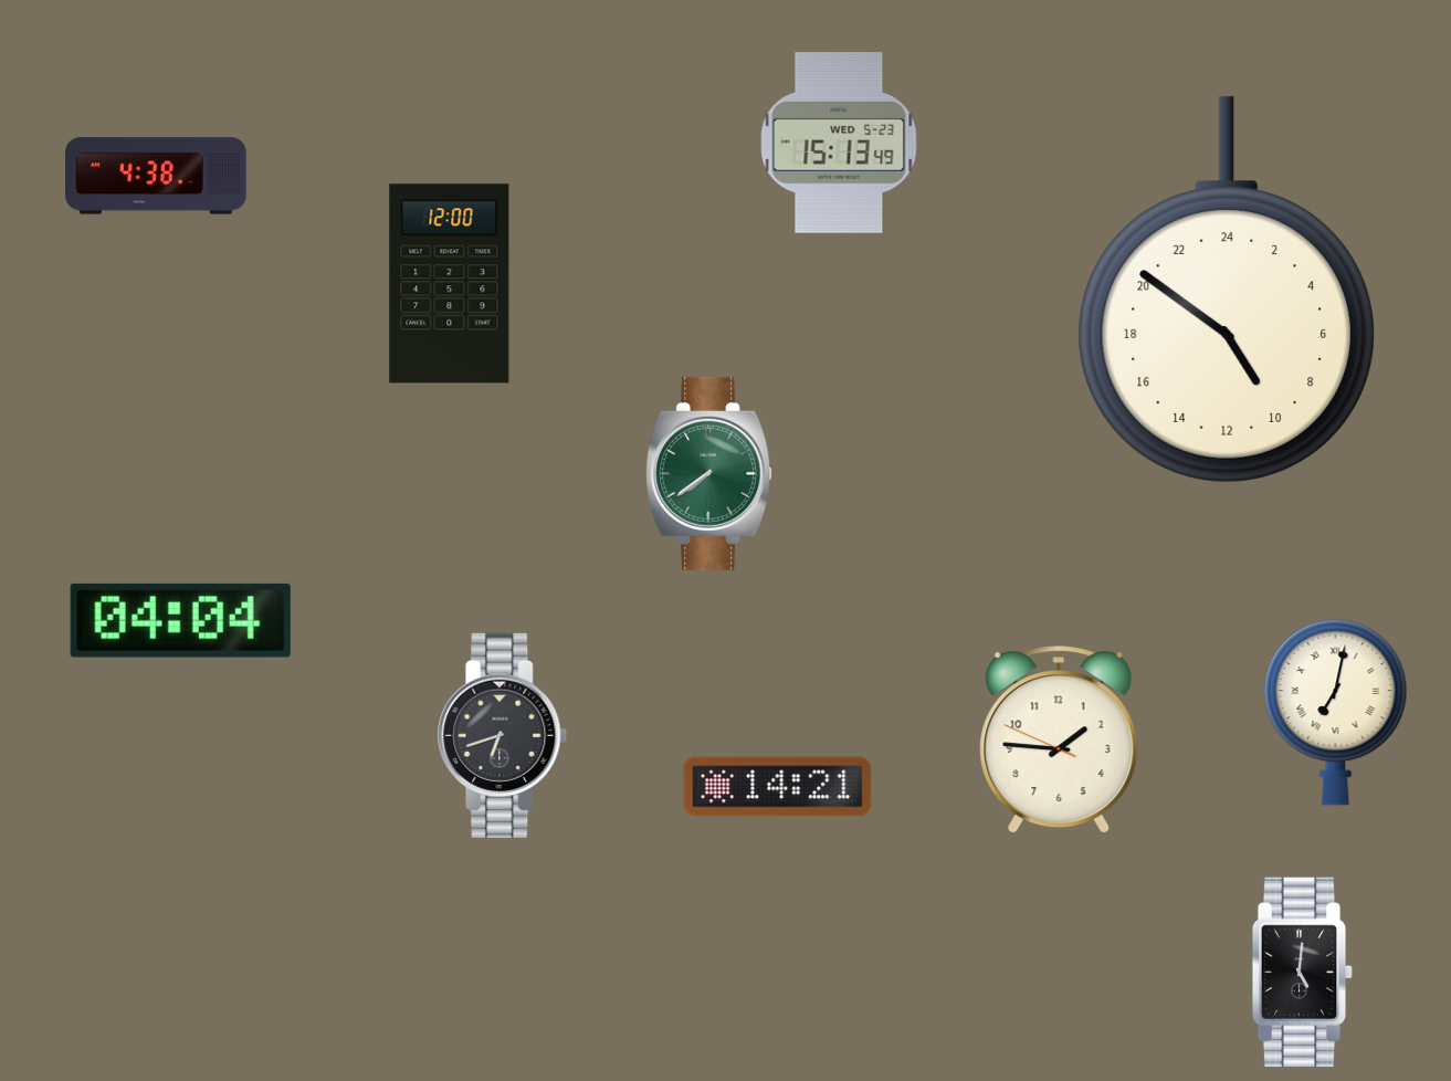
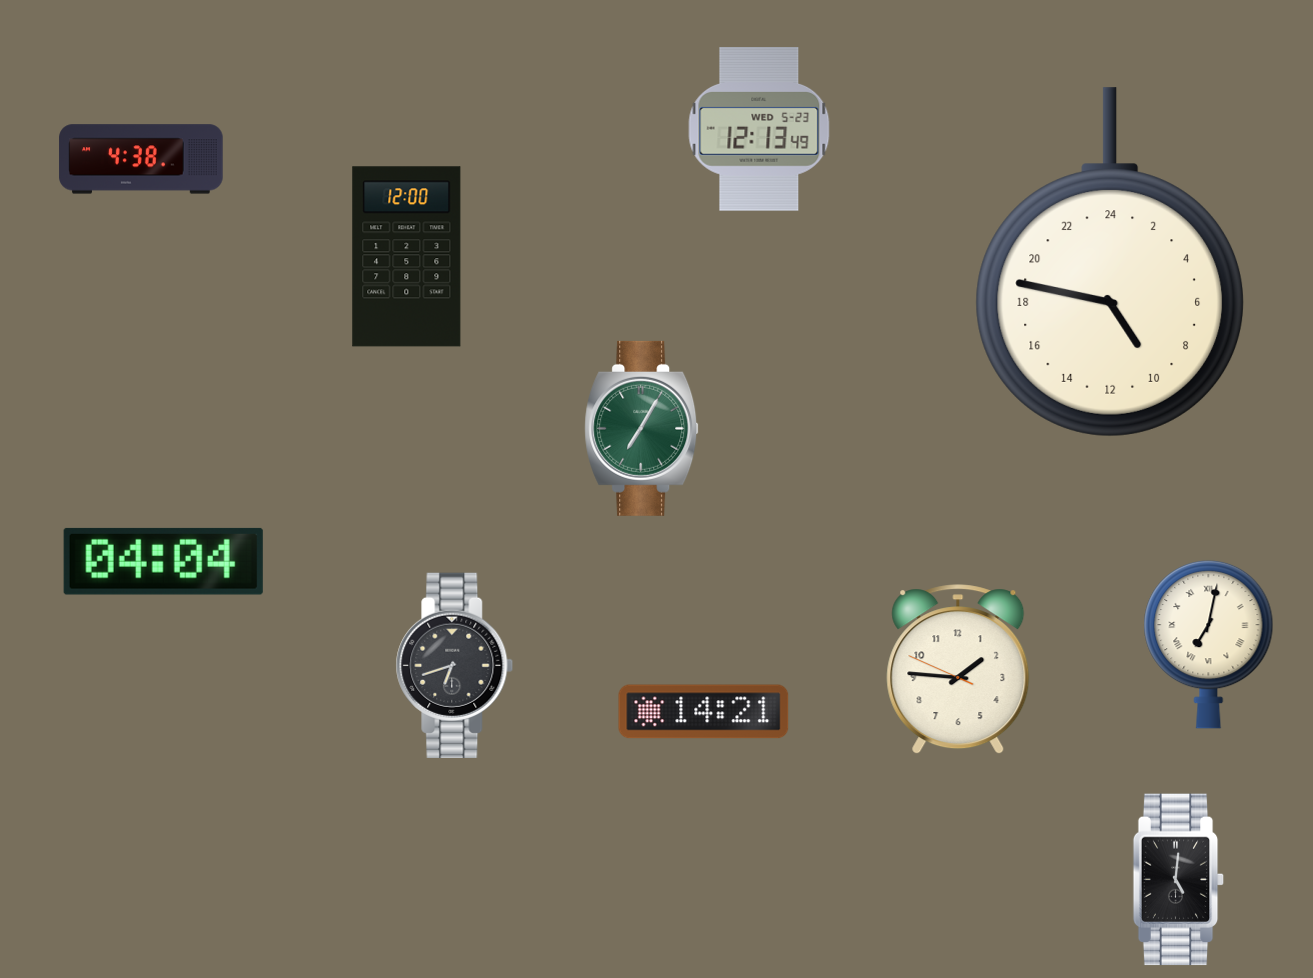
clock at (839, 143): 15:13 -> 12:13
clock at (1226, 290): 9:51 -> 9:47
clock at (709, 473): 7:39 -> 7:05
